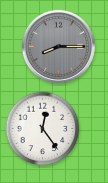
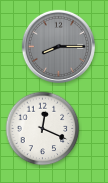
clock at (43, 129): 12:24 -> 12:19
